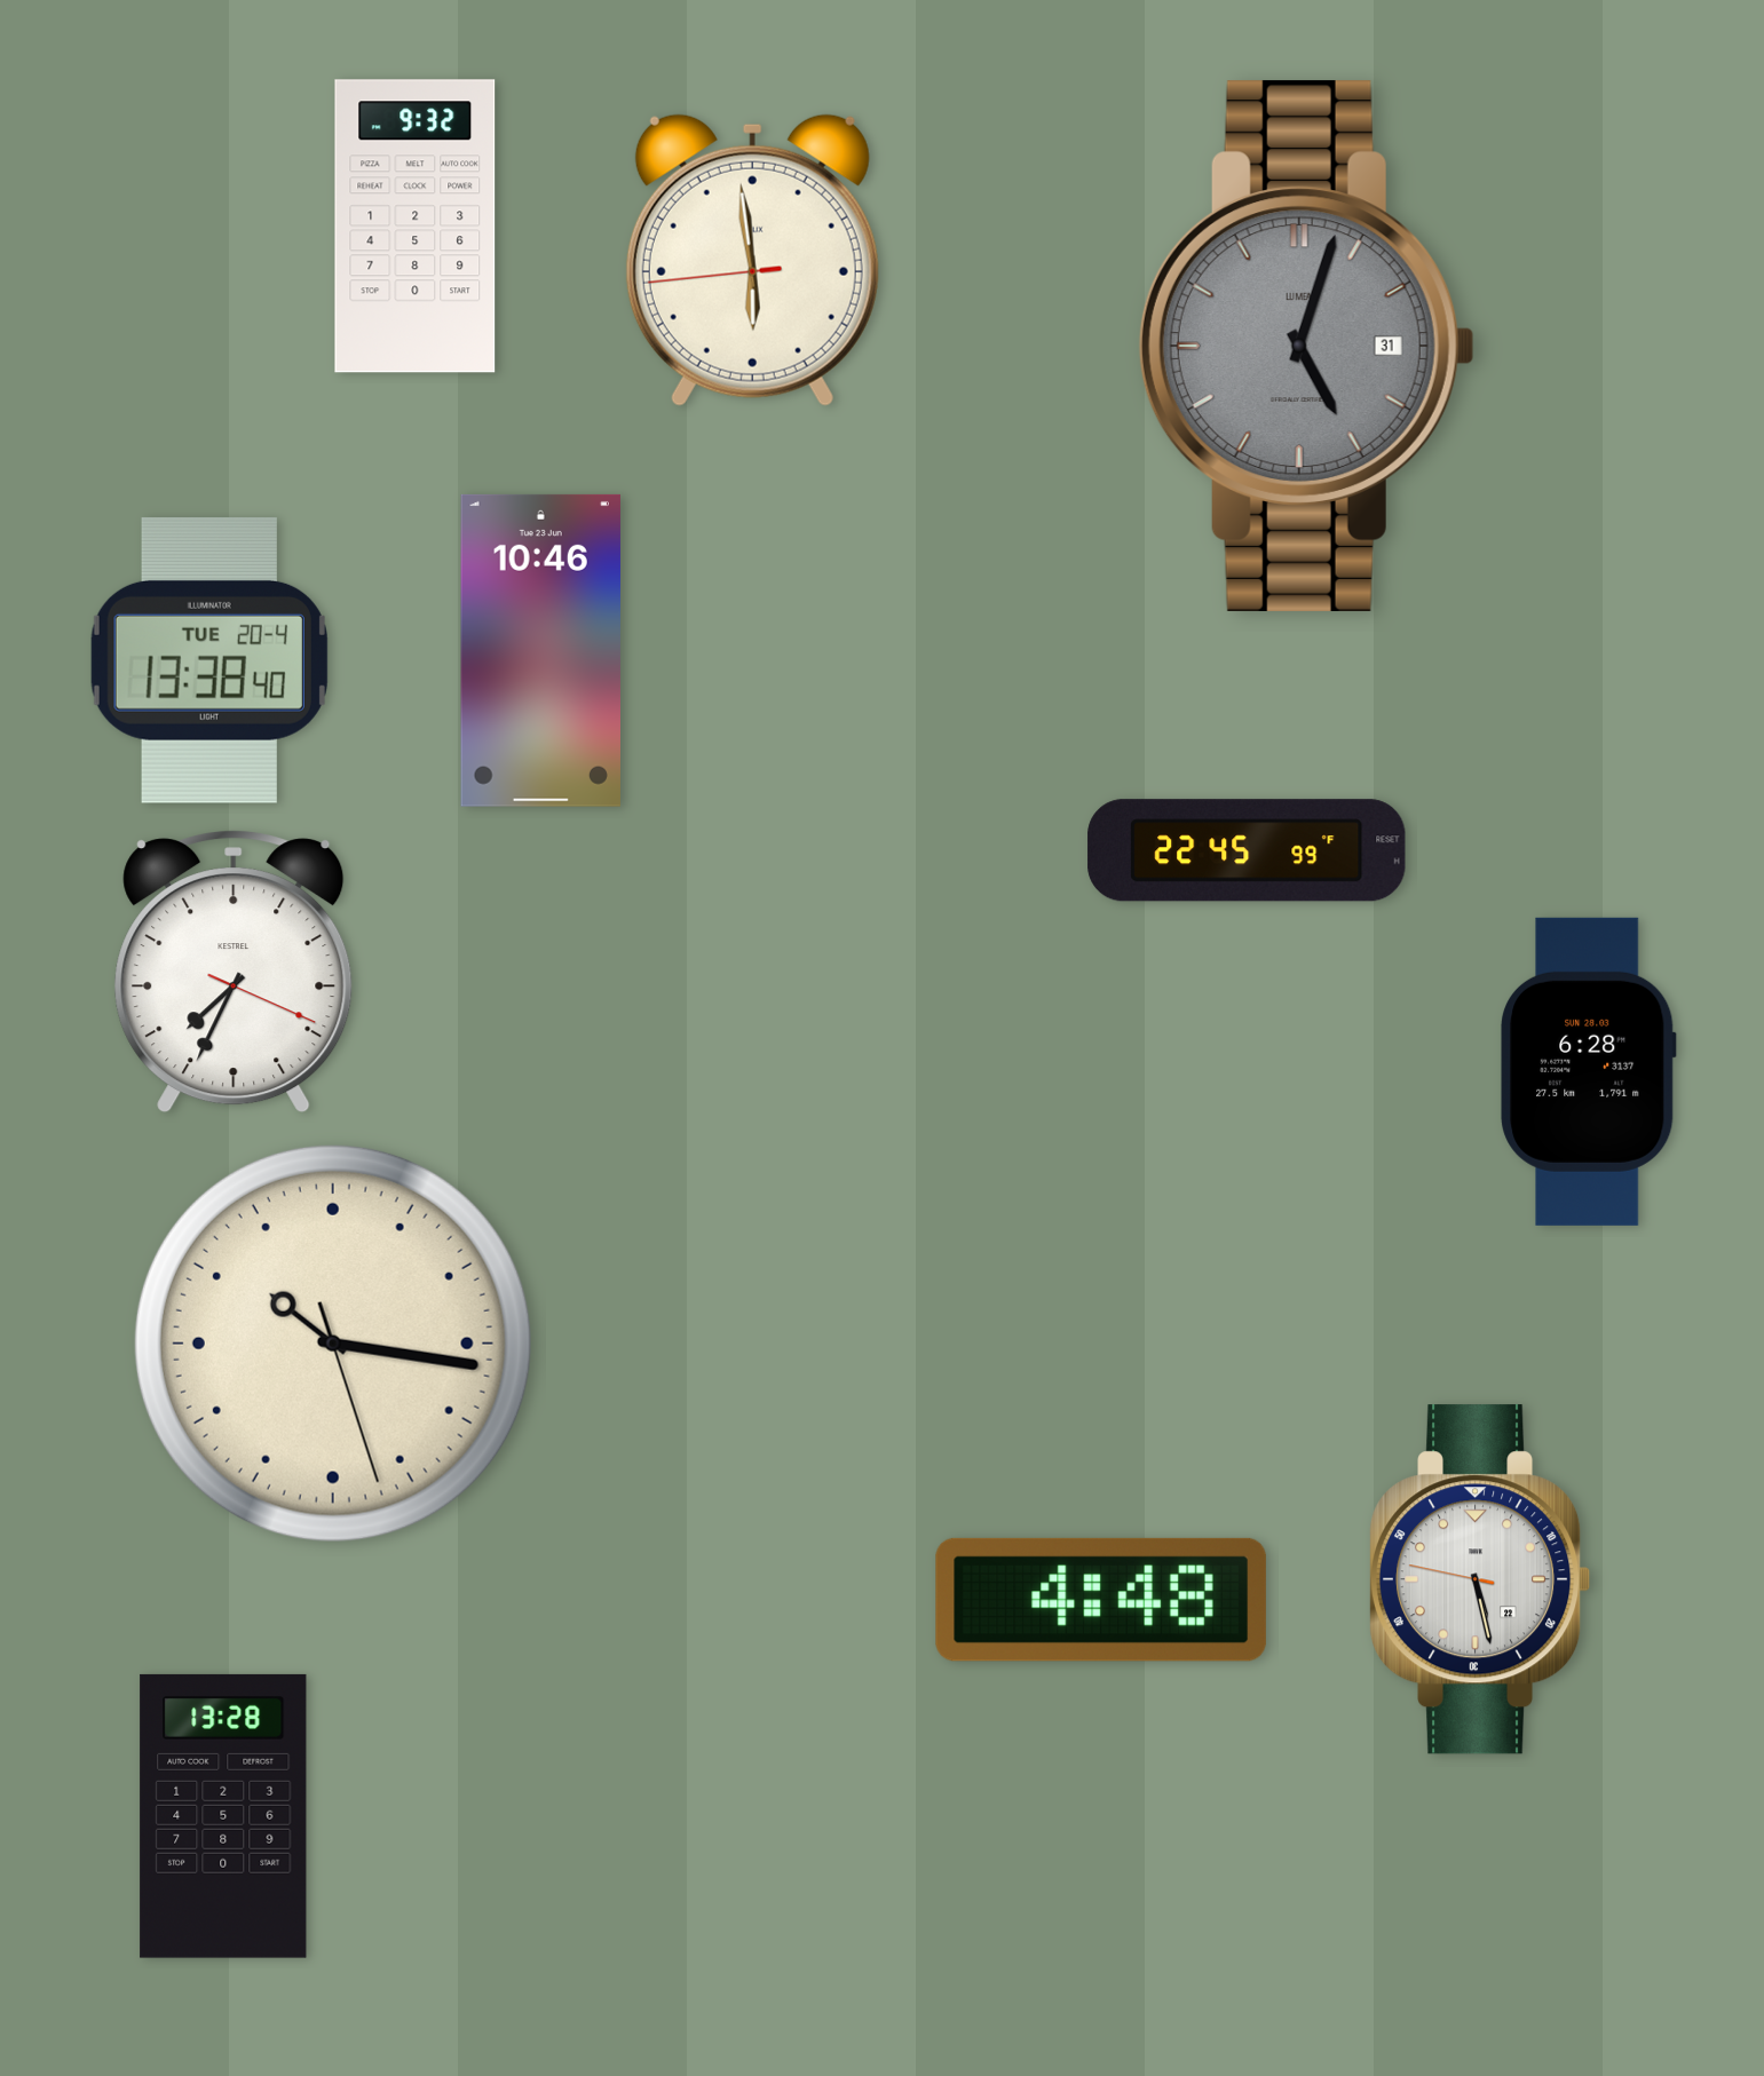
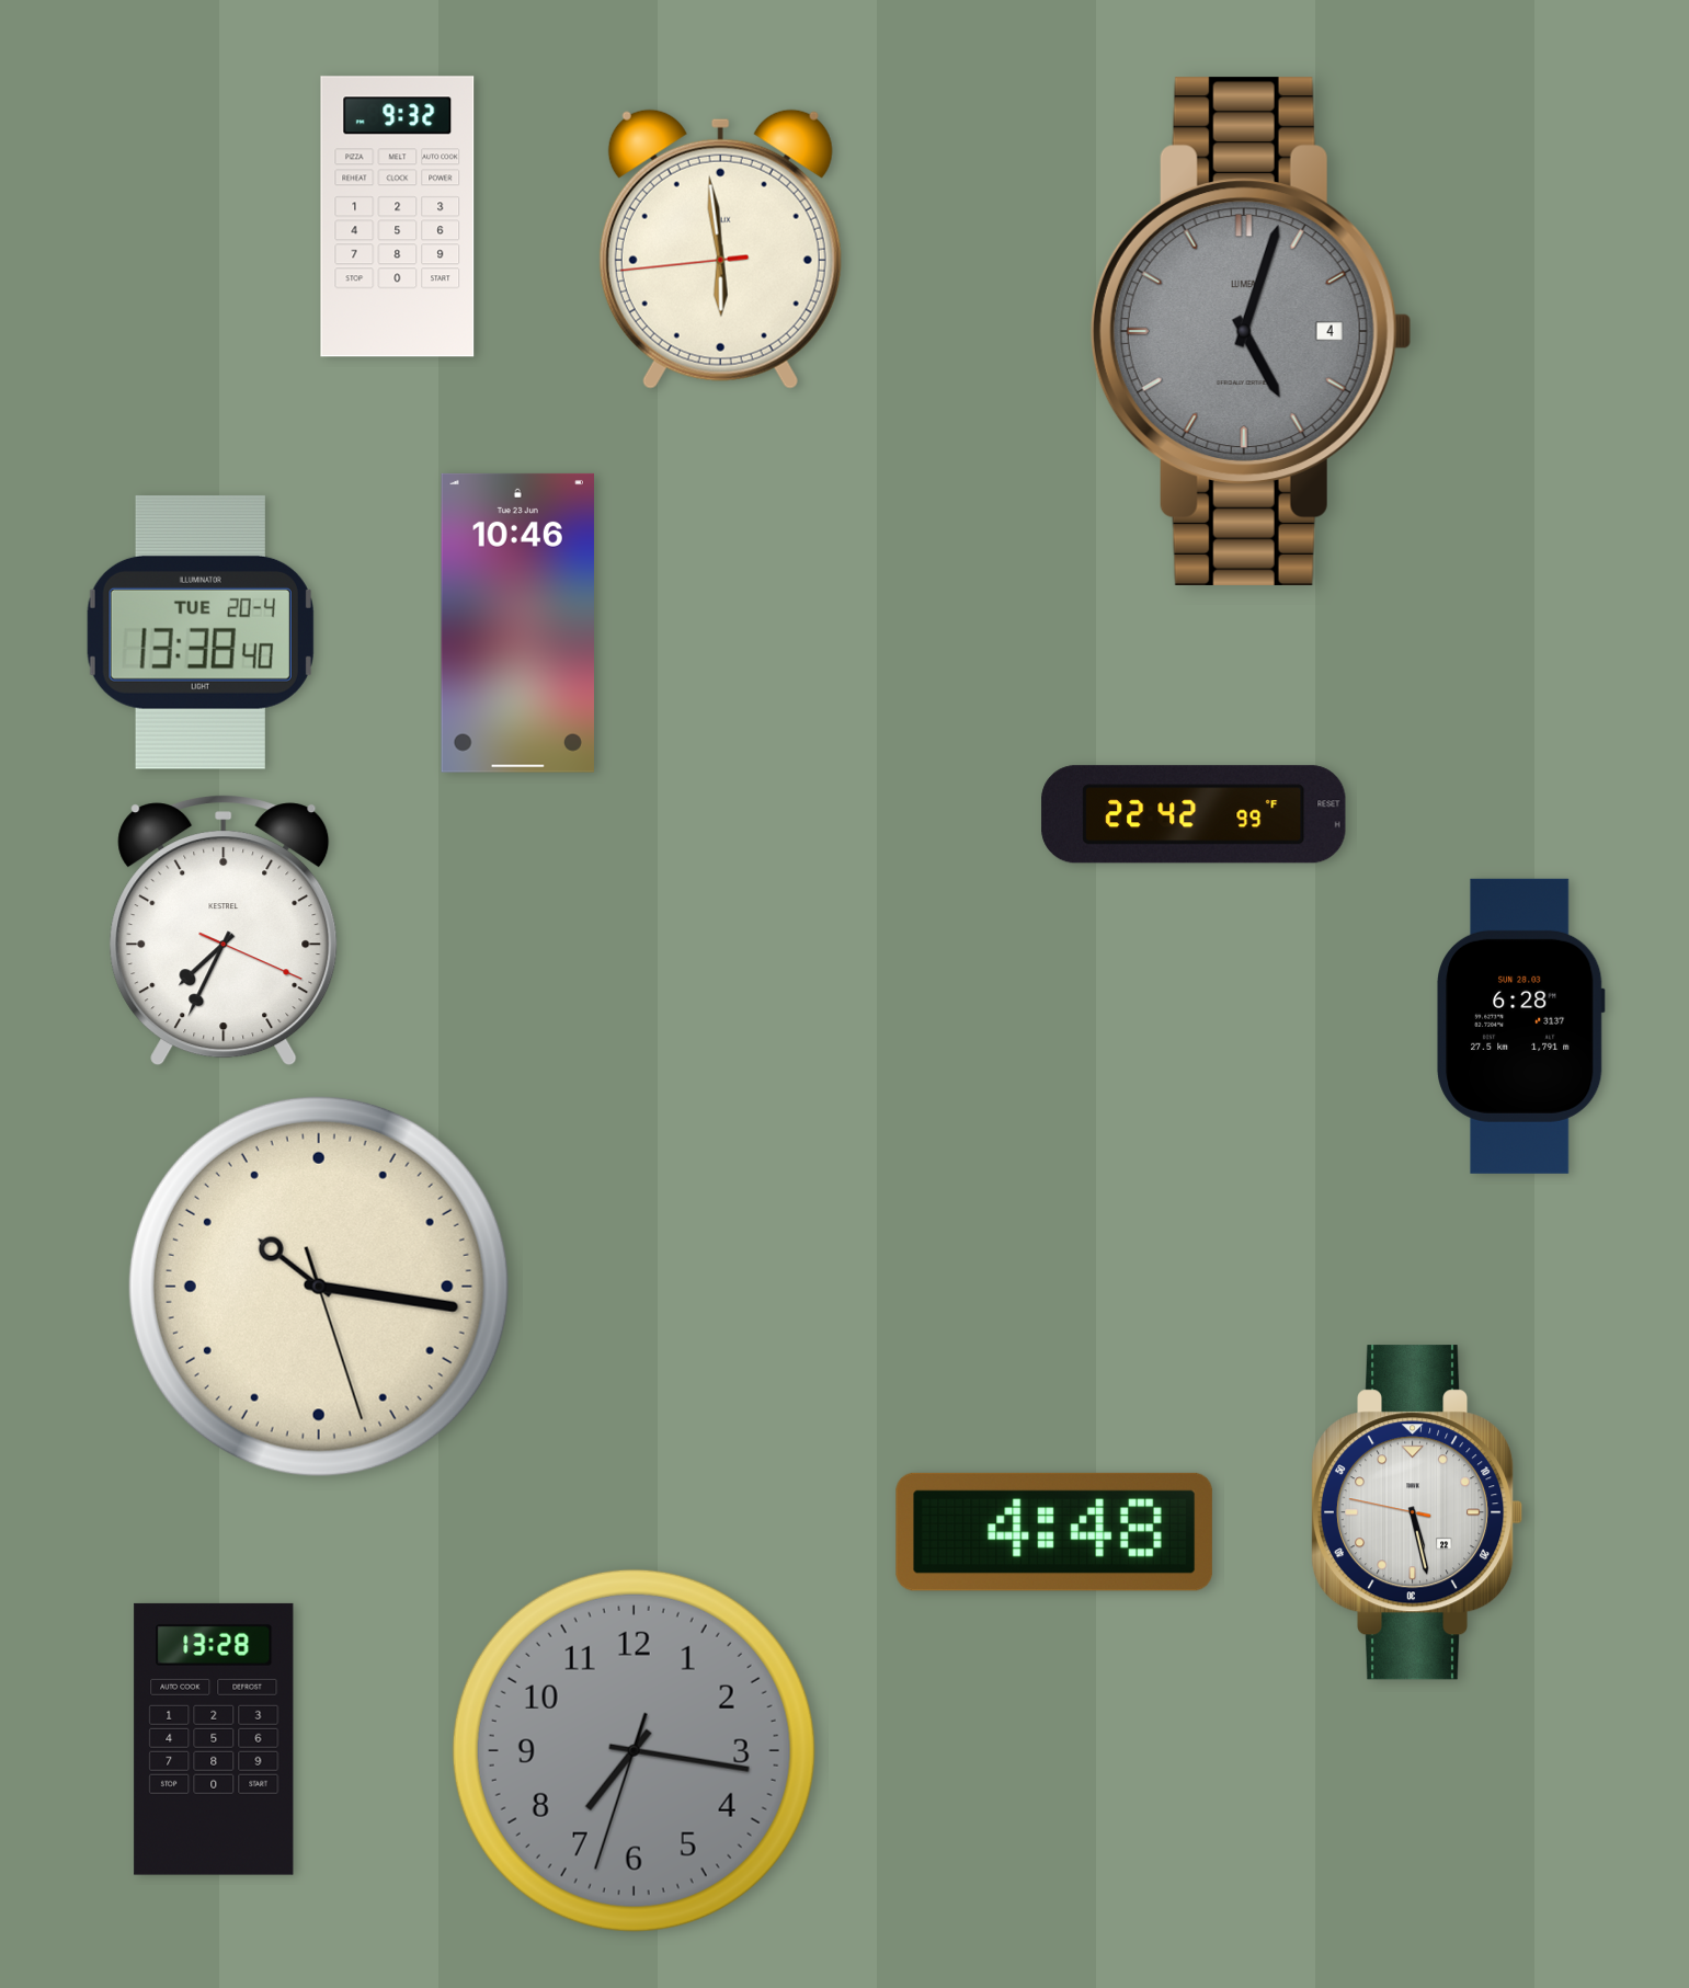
clock at (1306, 346) date: 31 -> 4
clock at (1247, 850): 22:45 -> 22:42
clock at (634, 1750): none -> 7:16
